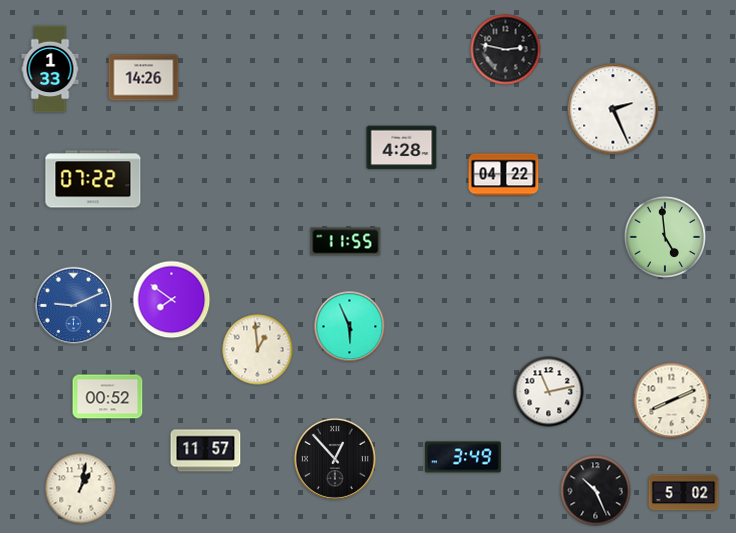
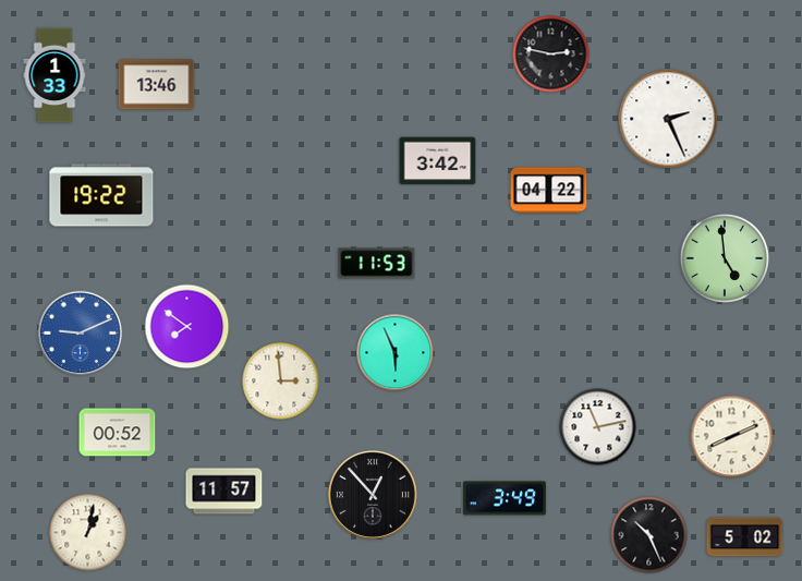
clock at (144, 78): 14:26 -> 13:46
clock at (402, 148): 4:28 -> 3:42
clock at (93, 179): 07:22 -> 19:22
clock at (346, 242): 11:55 -> 11:53
clock at (350, 327) position: (350, 327) -> (396, 353)
clock at (258, 350): 12:59 -> 2:59
clock at (335, 459) position: (335, 459) -> (373, 495)
